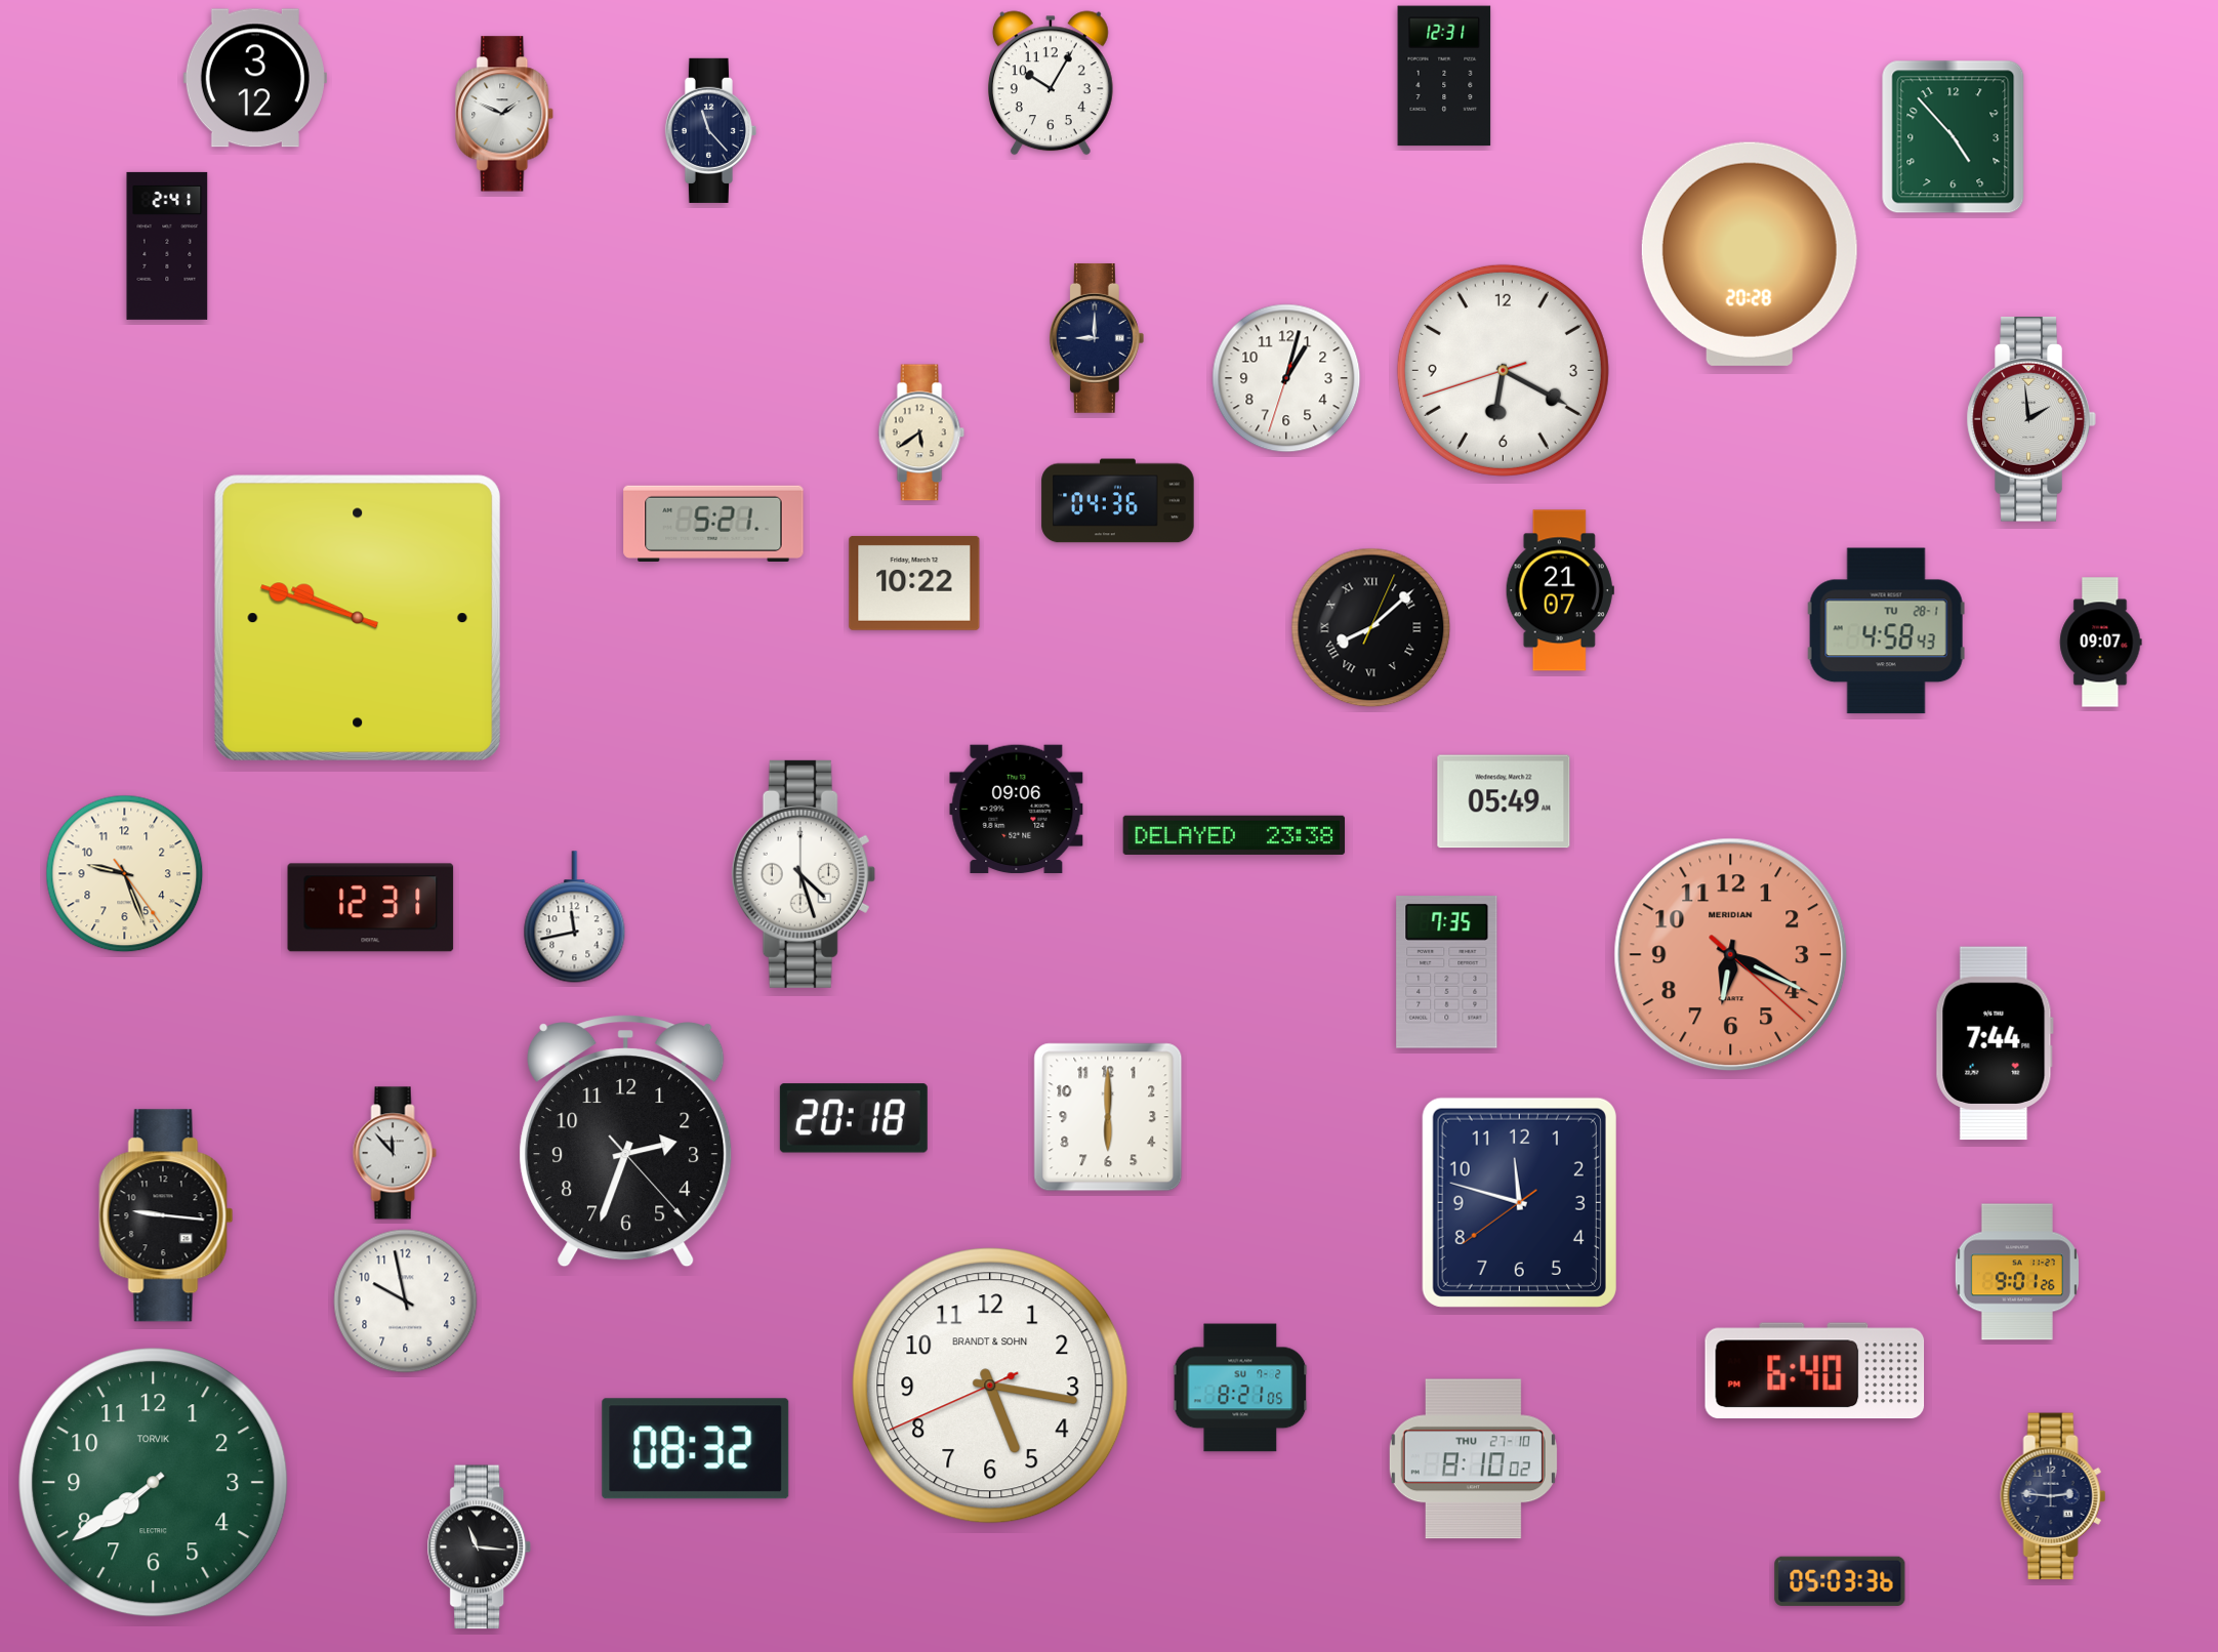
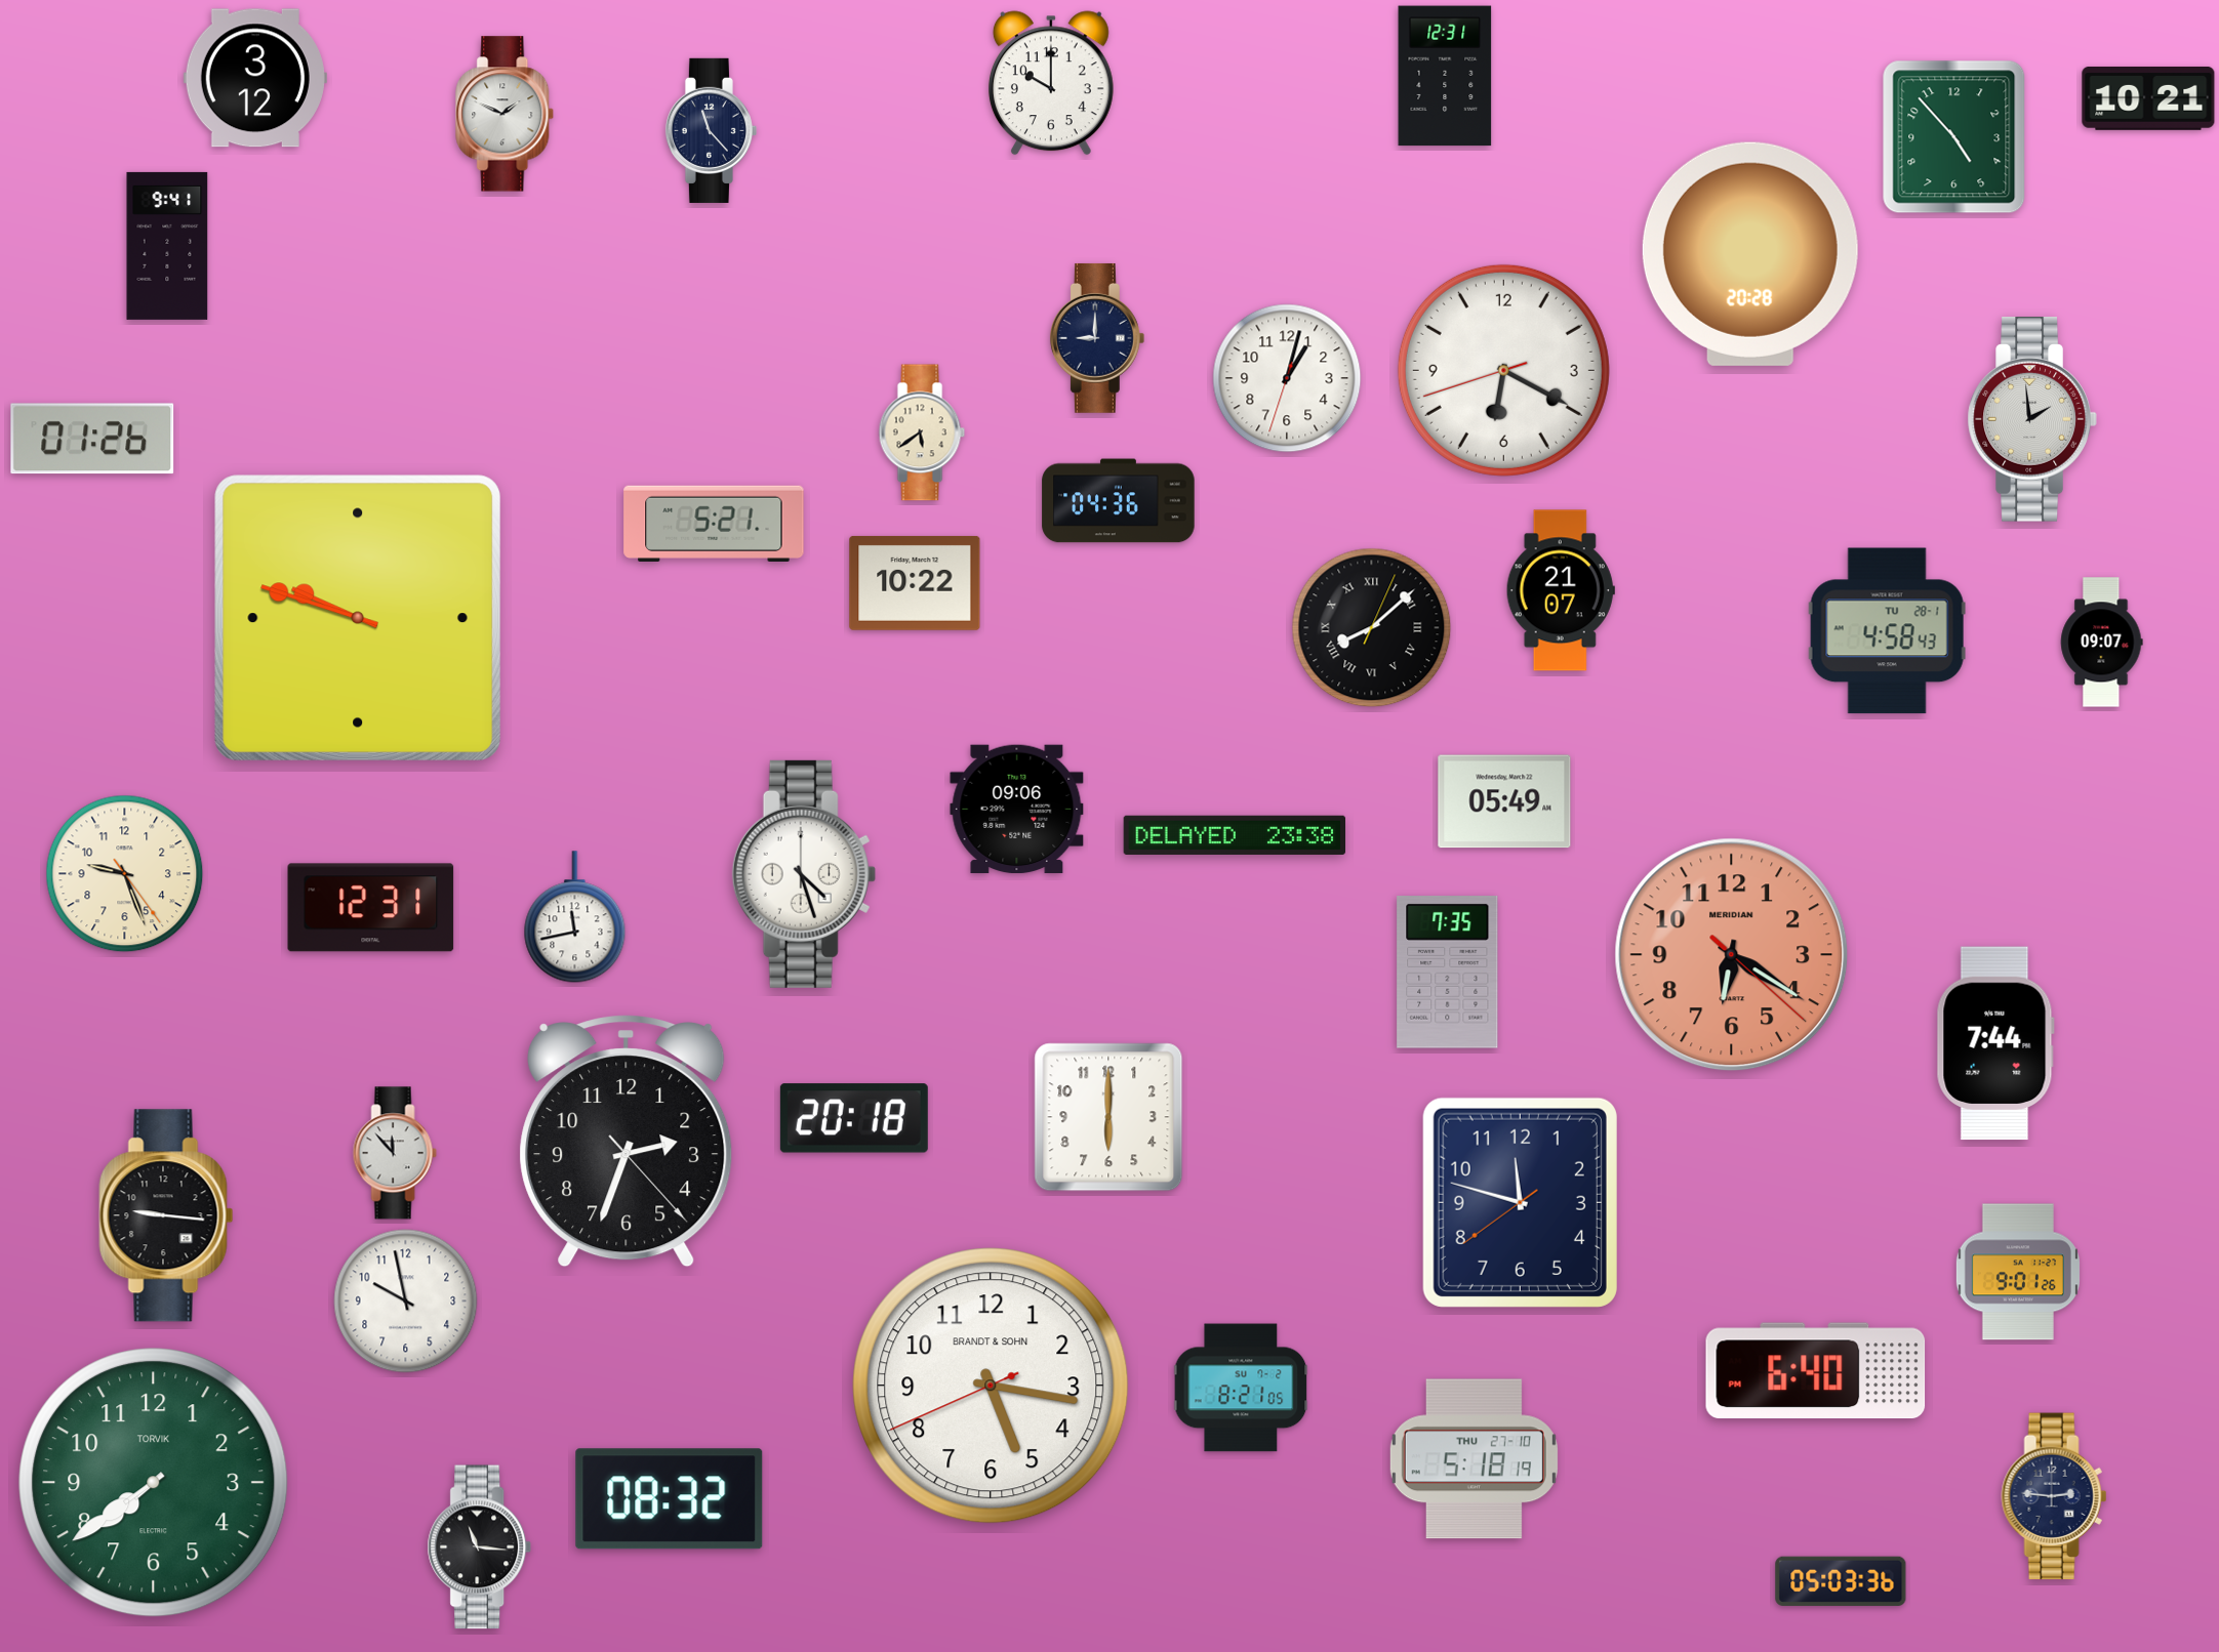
clock at (1051, 83): 10:05 -> 10:00
clock at (2148, 98): none -> 10:21
clock at (167, 246): 2:41 -> 9:41
clock at (92, 439): none -> 01:26
clock at (1731, 955): 6:19 -> 6:20
clock at (696, 1449) position: (696, 1449) -> (670, 1499)
clock at (1473, 1459): 8:10 -> 5:18
